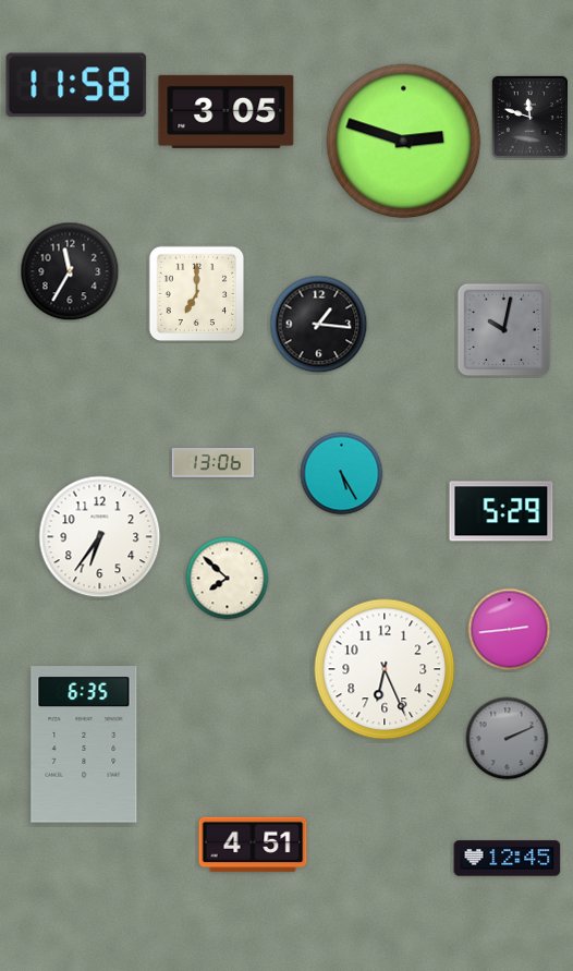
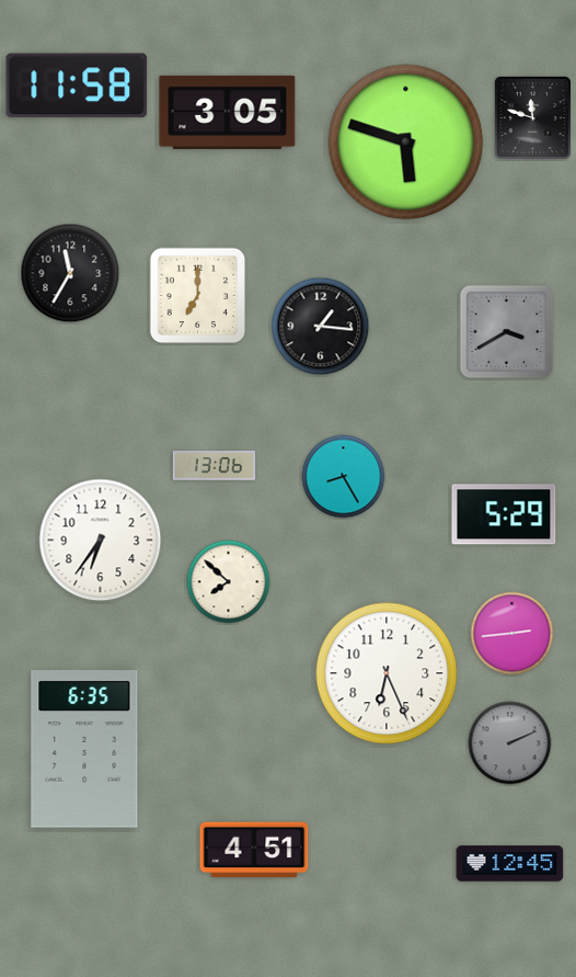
clock at (404, 142): 2:48 -> 5:48
clock at (504, 330): 10:02 -> 3:40
clock at (342, 474): 5:25 -> 8:25
